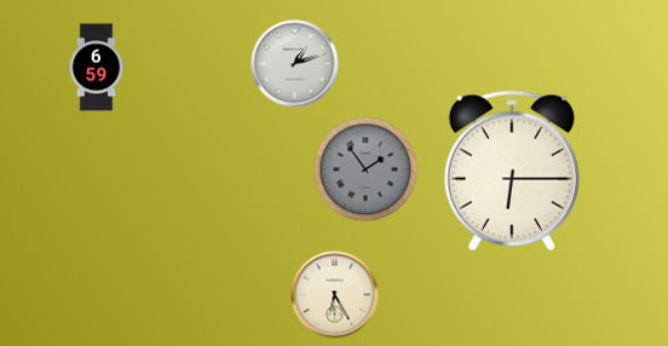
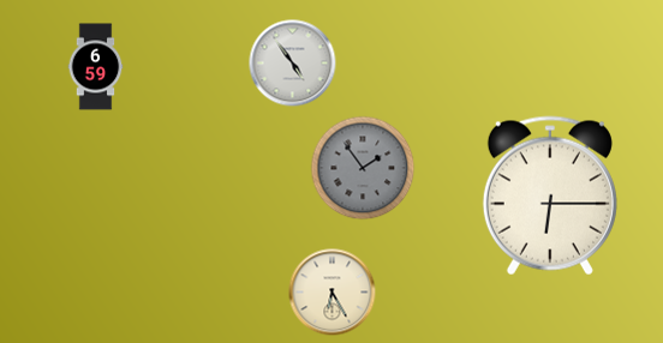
clock at (295, 64): 1:12 -> 4:54
clock at (512, 171) position: (512, 171) -> (550, 195)
